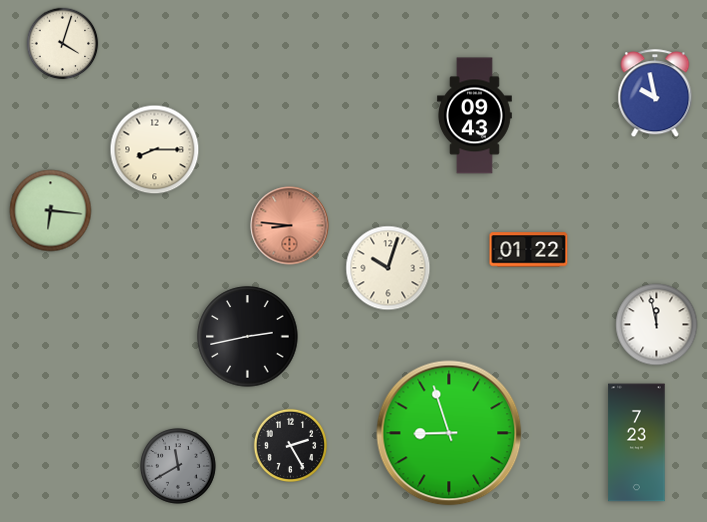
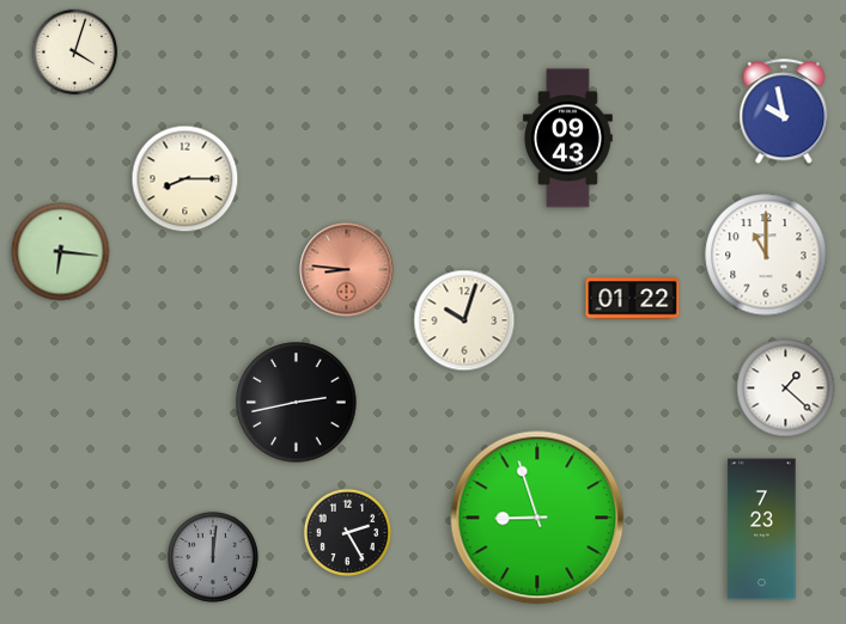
clock at (766, 255): none -> 11:00
clock at (657, 325): 11:58 -> 1:22
clock at (178, 466): 11:40 -> 12:01
